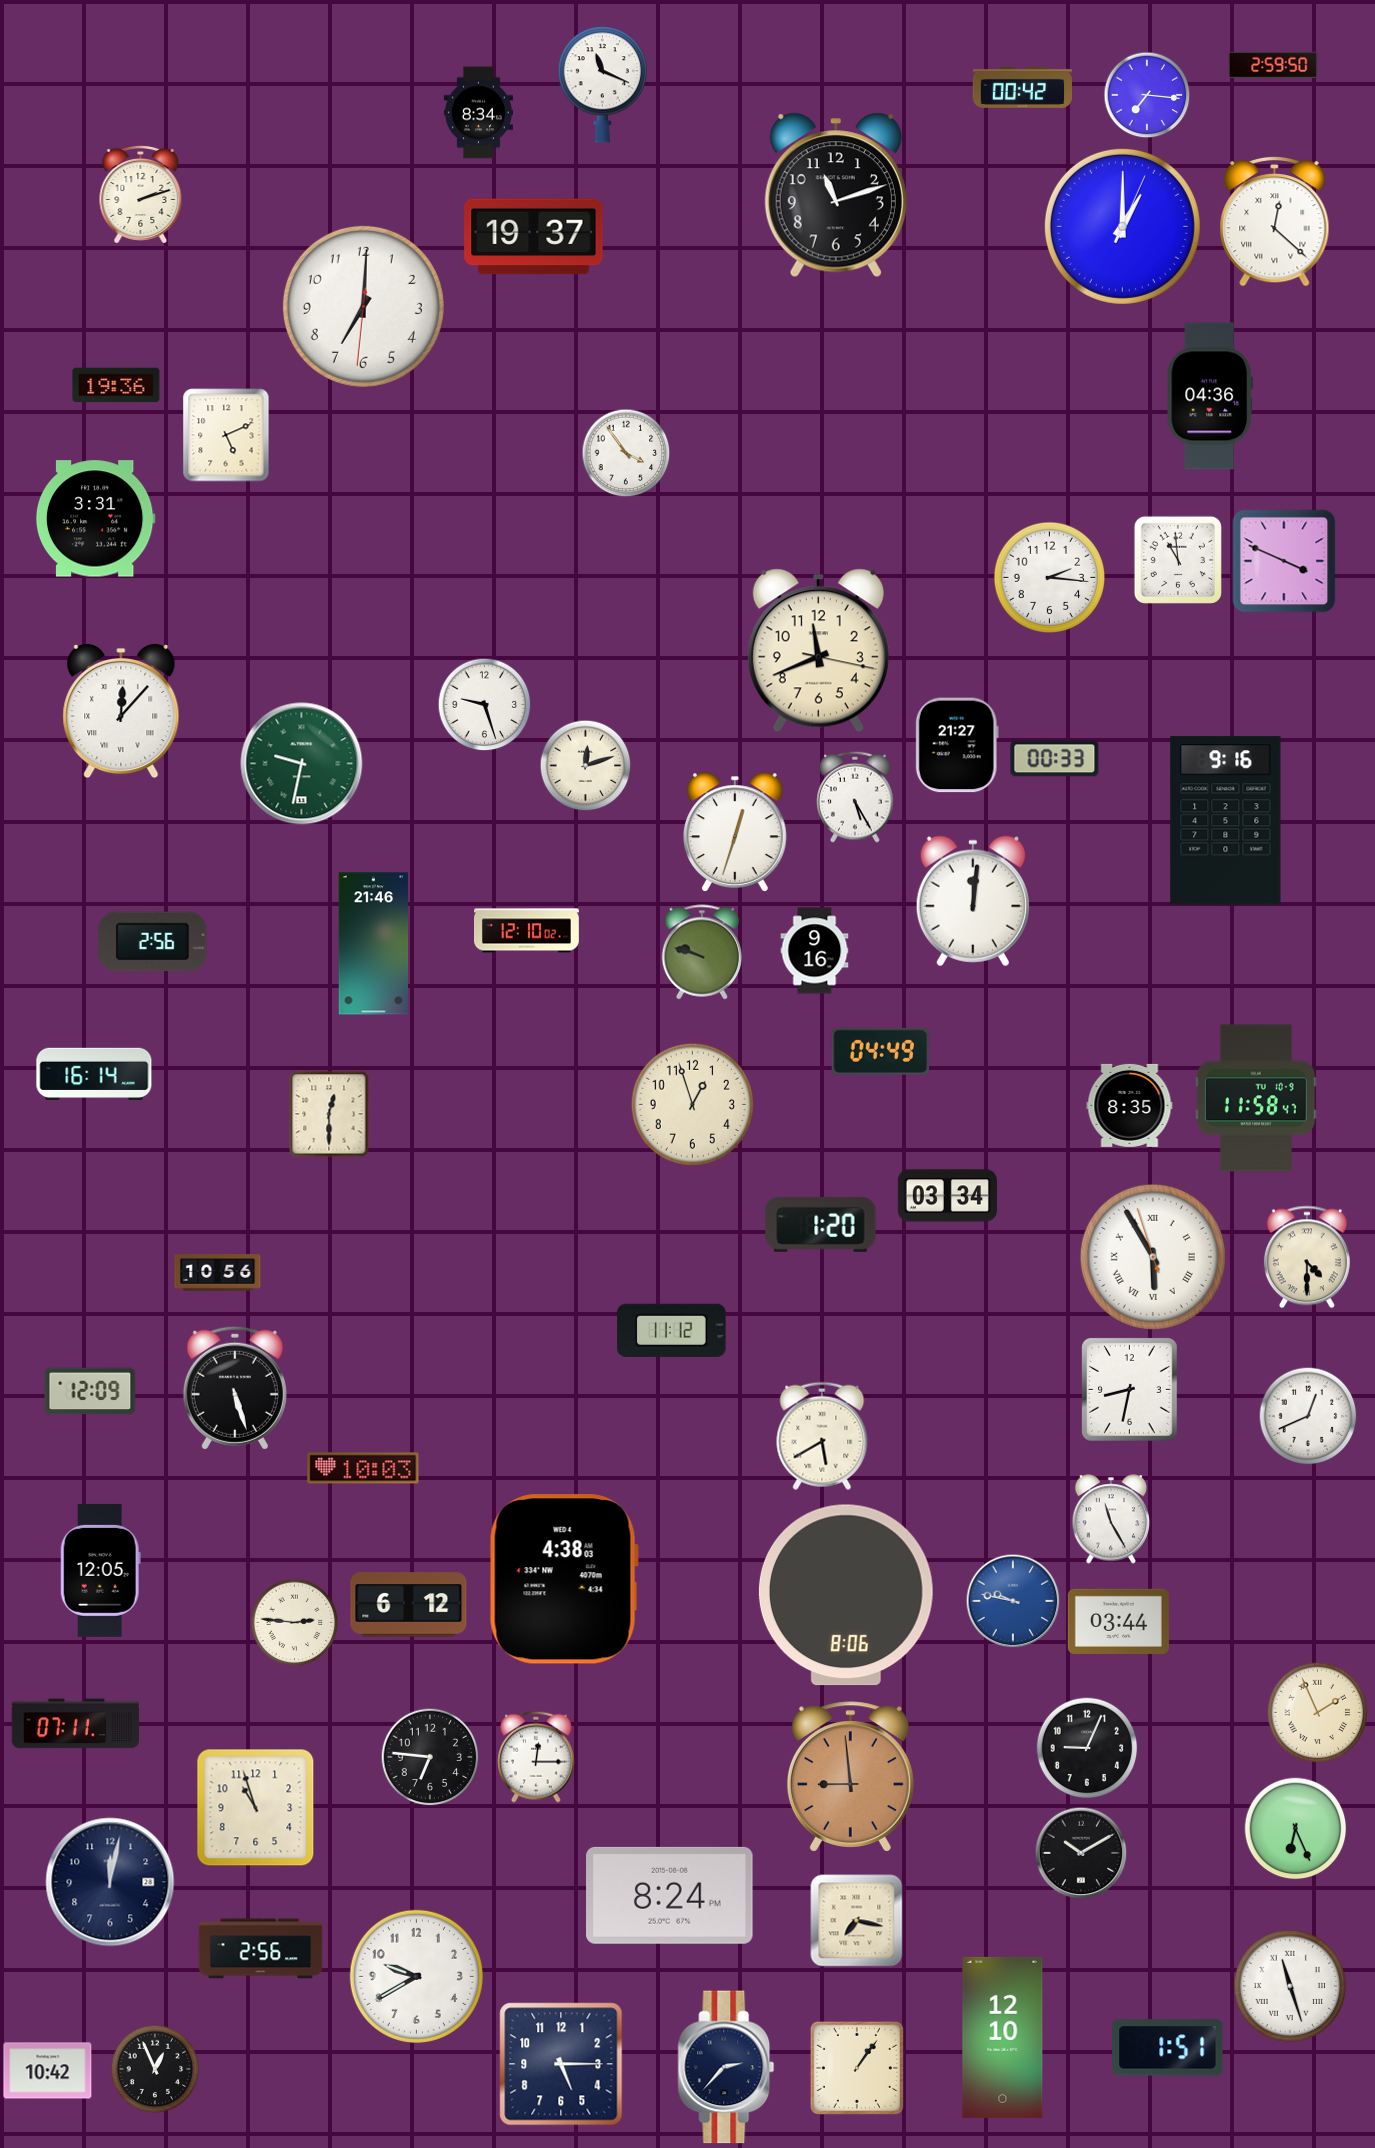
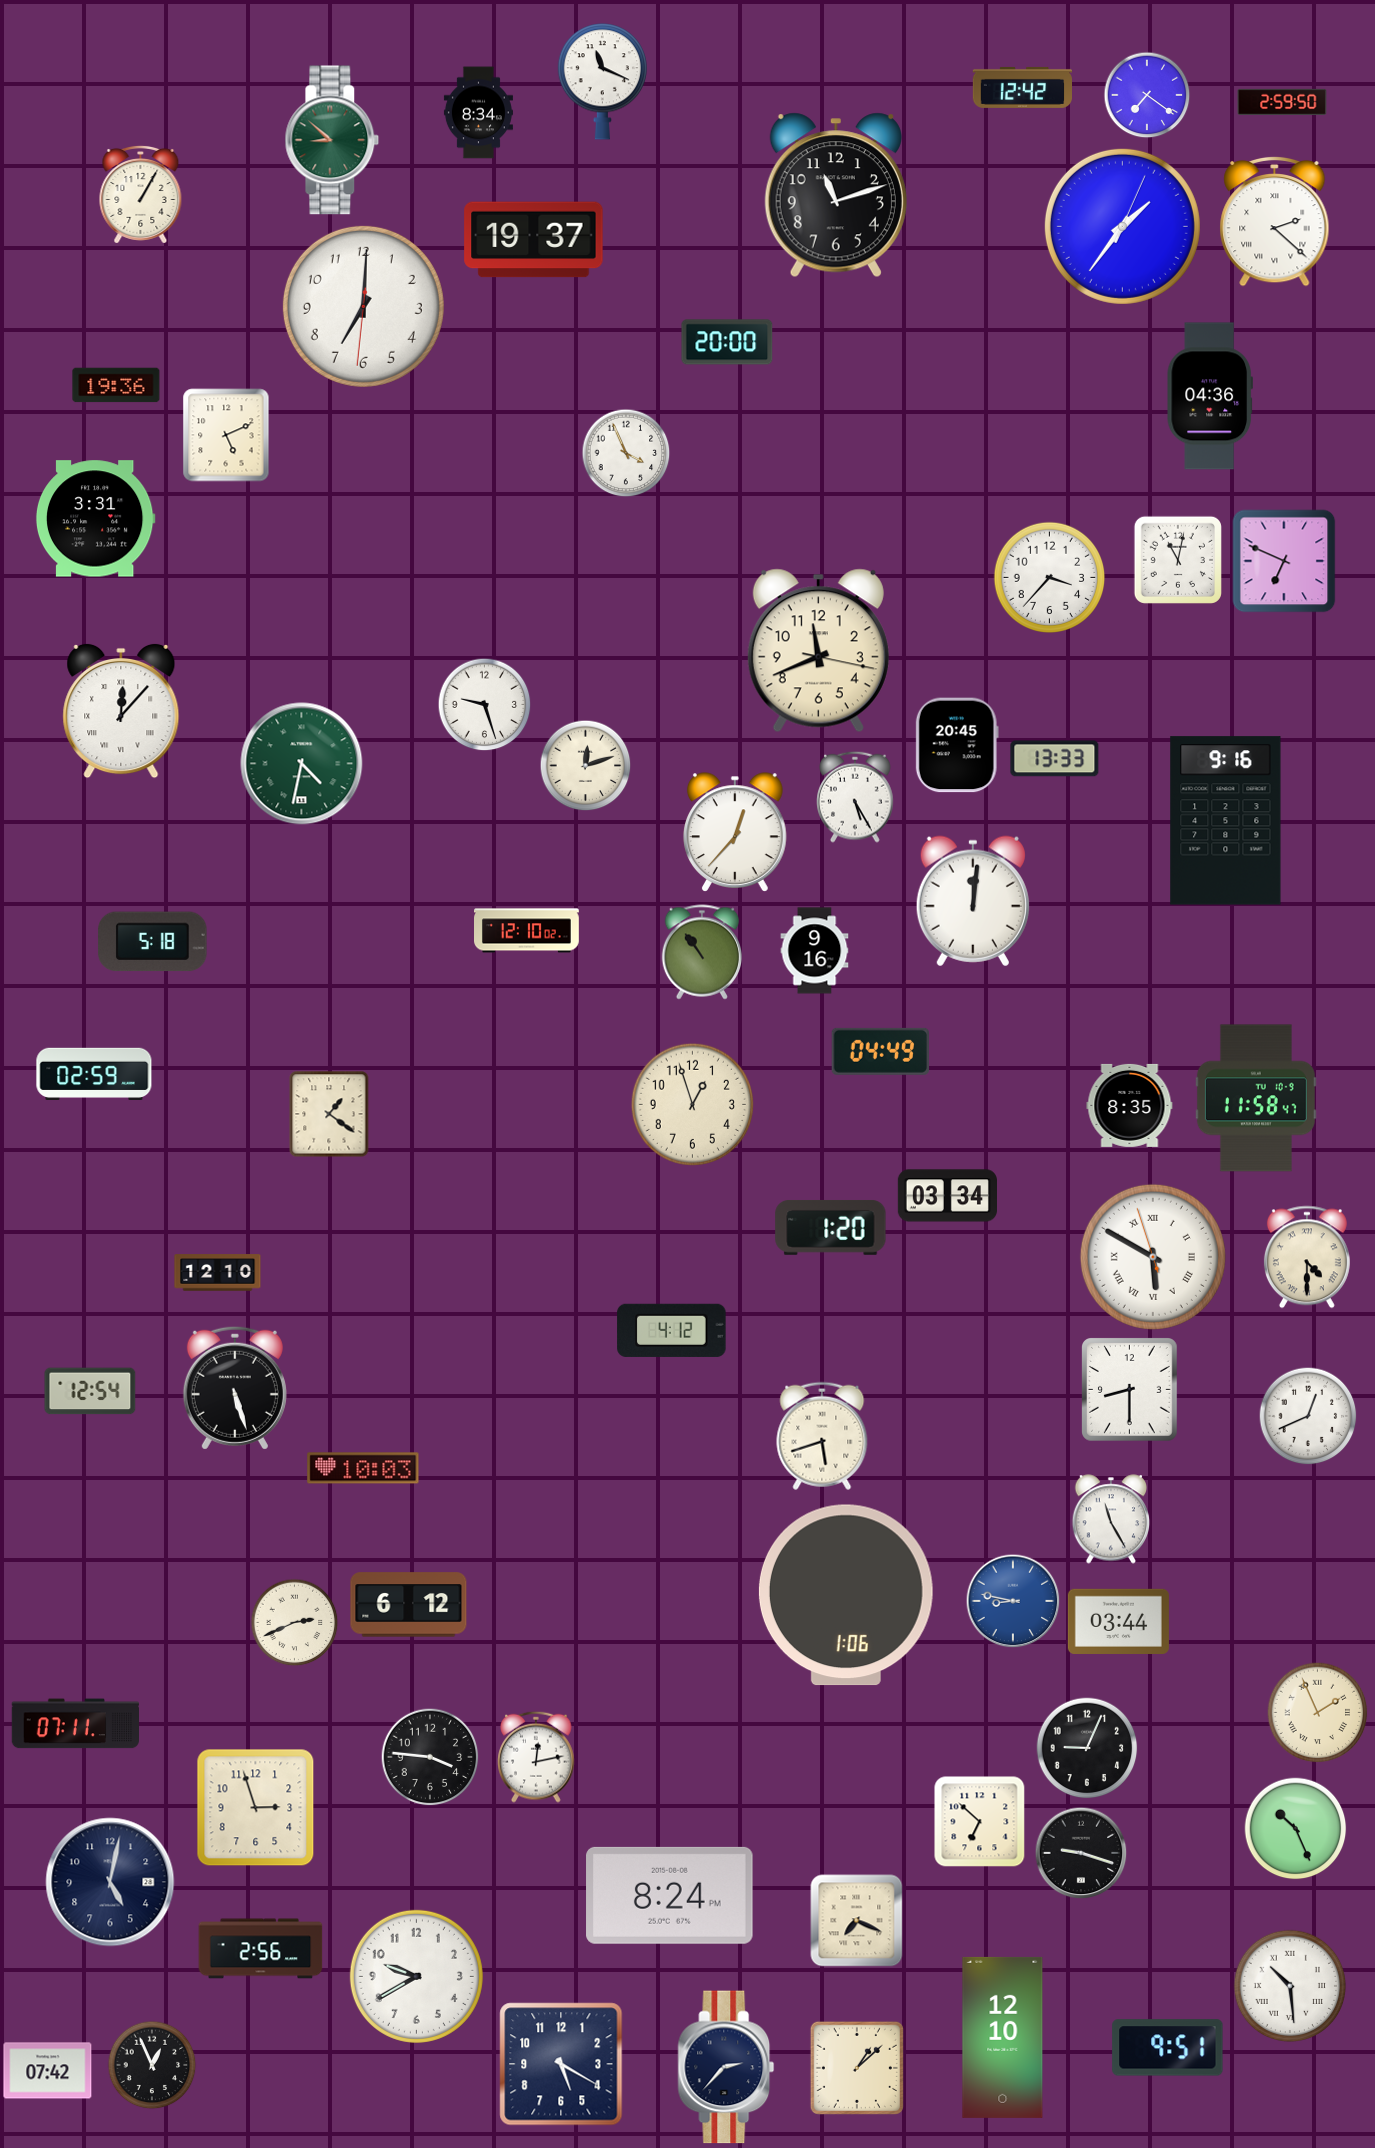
clock at (1273, 65) position: (1273, 65) -> (1282, 102)
clock at (602, 85) position: (602, 85) -> (602, 82)
clock at (1022, 87): 00:42 -> 12:42
clock at (1147, 95): 7:16 -> 7:21
clock at (332, 140): none -> 8:52
clock at (141, 194): 2:12 -> 1:05
clock at (1275, 221): 12:22 -> 2:22
clock at (1122, 226): 1:00 -> 1:36
clock at (534, 237) position: (534, 237) -> (534, 240)
clock at (727, 342): none -> 20:00
clock at (626, 453): 3:54 -> 3:56
clock at (1178, 560): 10:59 -> 11:02
clock at (1284, 561): 3:49 -> 6:49
clock at (1050, 578): 2:16 -> 3:37
clock at (957, 745): 21:27 -> 20:45
clock at (1055, 759): 00:33 -> 13:33
clock at (302, 764): 9:32 -> 4:32
clock at (735, 832): 12:33 -> 12:37
clock at (153, 942): 2:56 -> 5:18
clock at (374, 944): 21:46 -> none
clock at (701, 952): 9:48 -> 10:54
clock at (94, 1073): 16:14 -> 02:59
clock at (329, 1114): 12:30 -> 1:21
clock at (821, 1224) position: (821, 1224) -> (831, 1227)
clock at (1153, 1257): 5:54 -> 5:49
clock at (218, 1273): 10:56 -> 12:10
clock at (672, 1330): 11:12 -> 4:12
clock at (1130, 1390): 8:32 -> 8:30
clock at (90, 1391): 12:09 -> 12:54
clock at (822, 1436): 5:40 -> 5:42
clock at (100, 1570): 12:05 -> none
clock at (564, 1579): 4:38 -> none
clock at (846, 1595): 8:06 -> 1:06
clock at (1013, 1601): 9:47 -> 8:47
clock at (295, 1623): 2:46 -> 2:41
clock at (430, 1757): 6:46 -> 3:46
clock at (536, 1757): 12:15 -> 12:13
clock at (850, 1777): 8:59 -> none
clock at (256, 1808): 10:57 -> 2:57
clock at (980, 1822): none -> 6:52
clock at (1296, 1829): 6:26 -> 10:26
clock at (1081, 1853): 10:10 -> 9:18
clock at (110, 1882): 12:02 -> 5:02
clock at (857, 1921): 7:17 -> 7:19
clock at (1290, 1986): 11:27 -> 10:29
clock at (1168, 2048): 1:51 -> 9:51
clock at (561, 2064): 5:15 -> 5:20
clock at (857, 2068): 1:06 -> 1:08
clock at (155, 2069) position: (155, 2069) -> (152, 2065)
clock at (48, 2071): 10:42 -> 07:42
